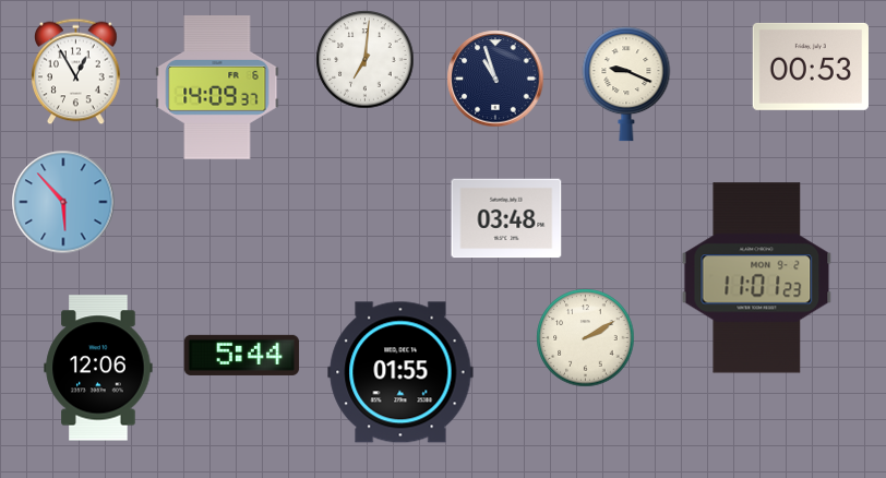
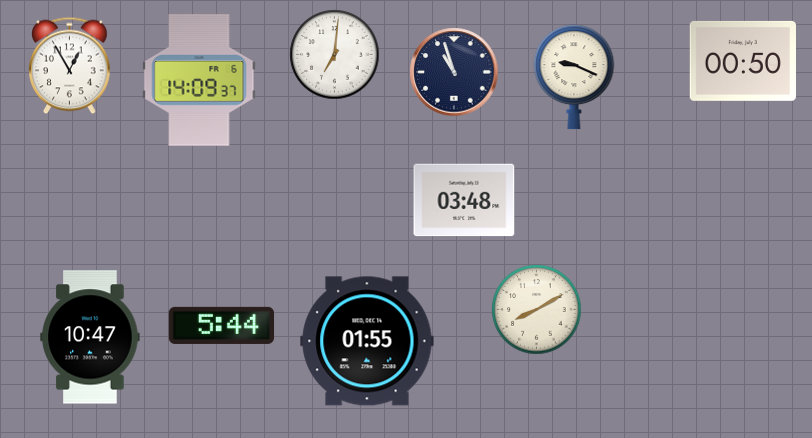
clock at (811, 67): 00:53 -> 00:50
clock at (63, 202): 5:53 -> none
clock at (757, 278): 11:01 -> none
clock at (586, 338): 2:10 -> 8:10
clock at (98, 368): 12:06 -> 10:47
